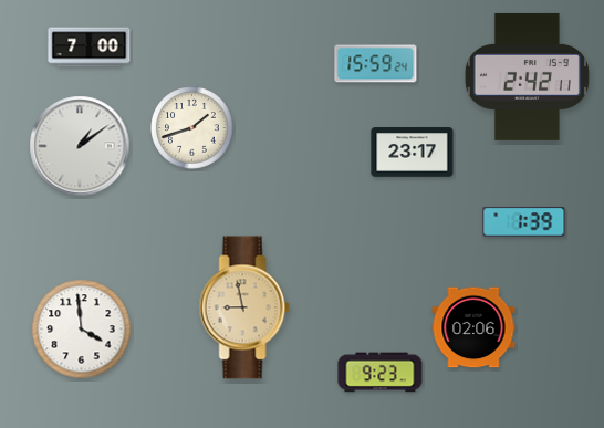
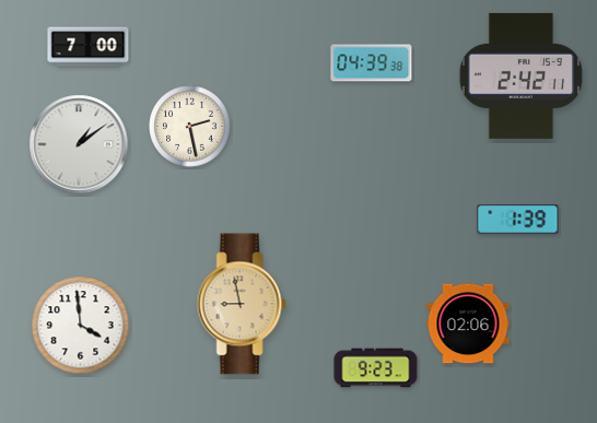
clock at (376, 64): 15:59 -> 04:39
clock at (192, 128): 1:42 -> 2:28
clock at (413, 153): 23:17 -> none
